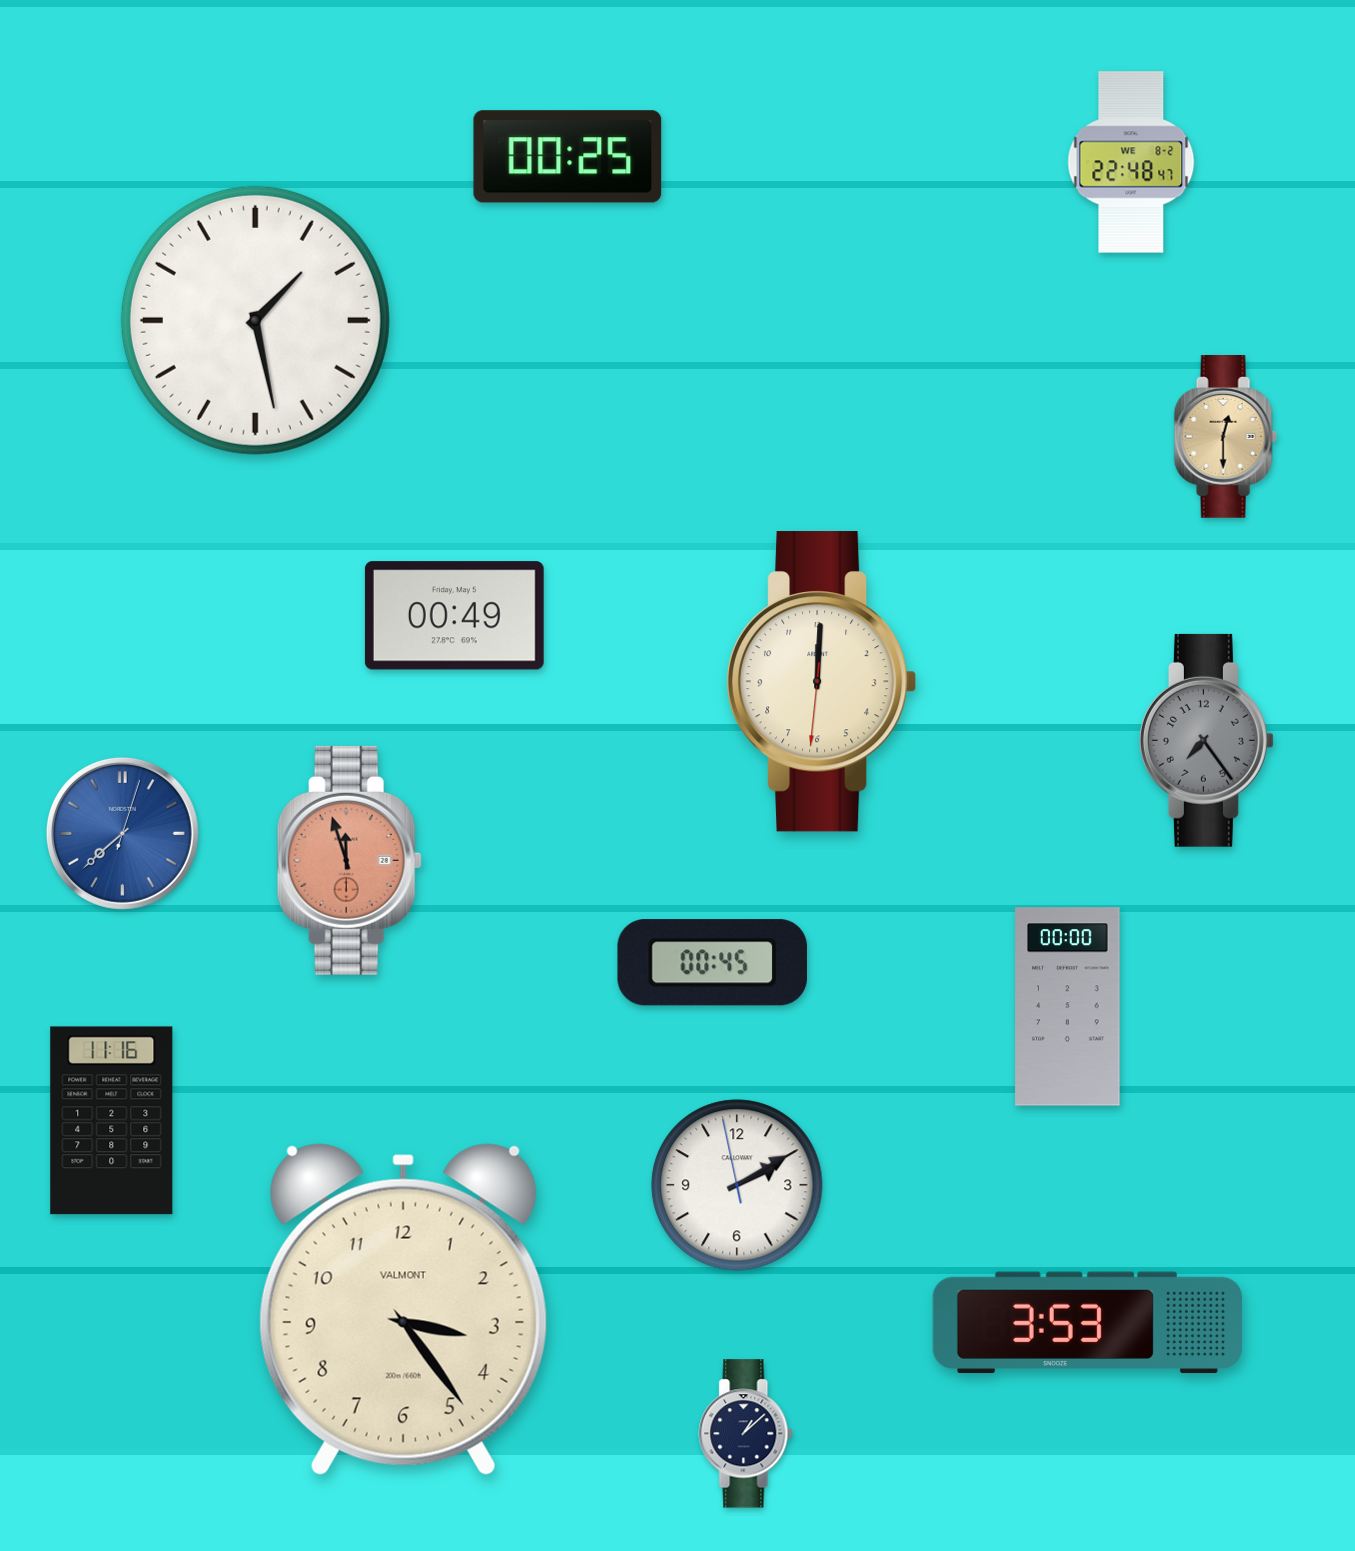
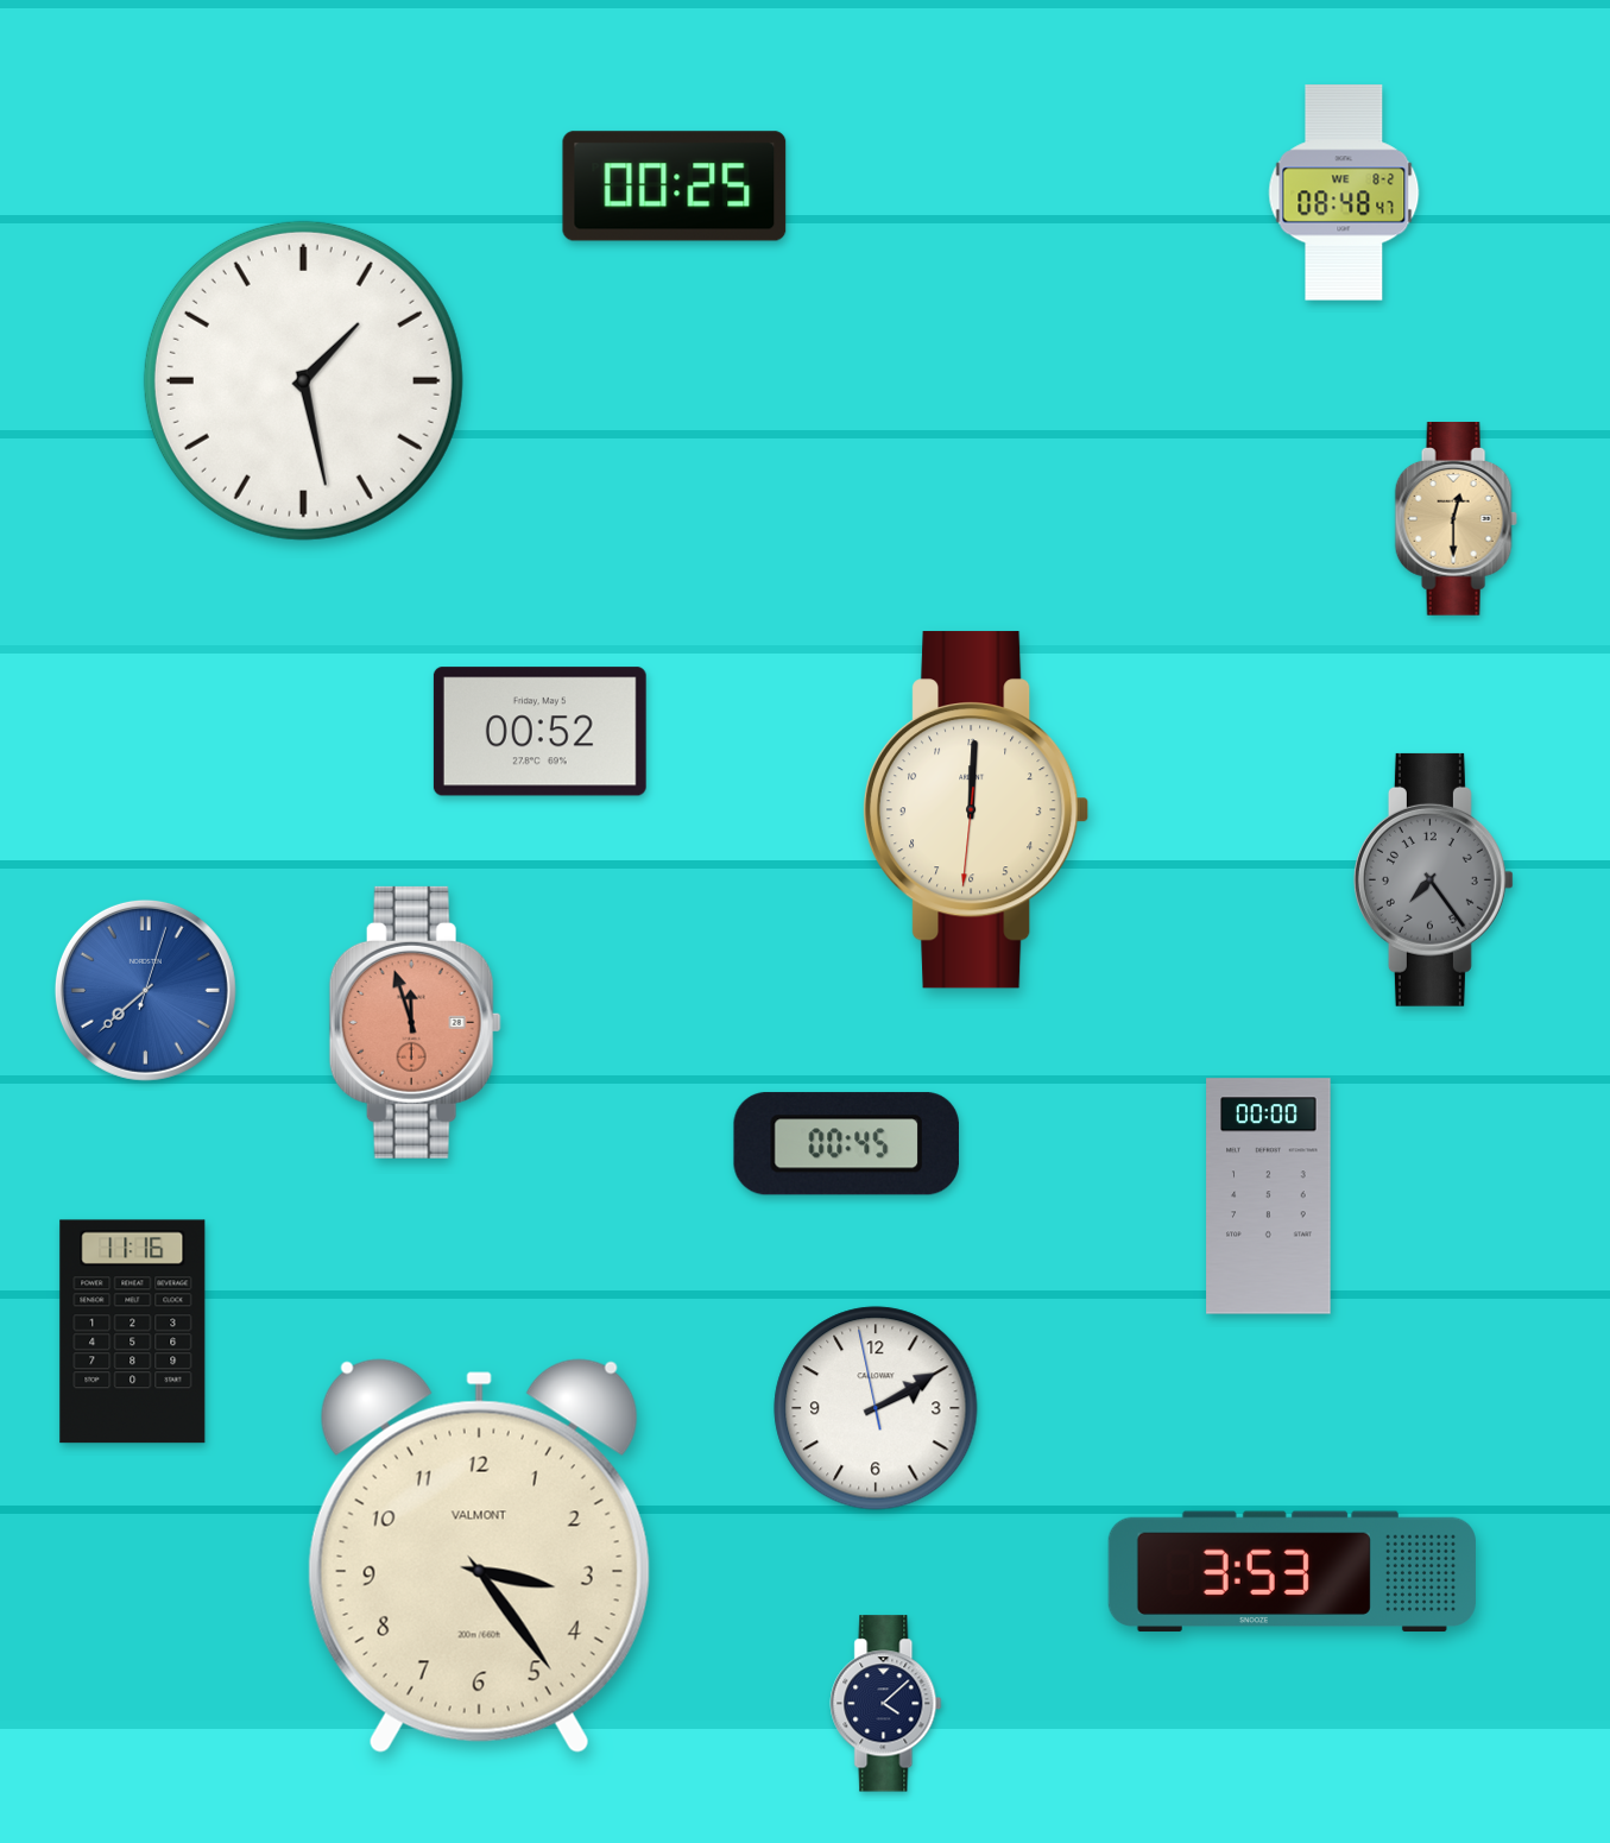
clock at (1131, 162): 22:48 -> 08:48
clock at (454, 616): 00:49 -> 00:52
clock at (746, 1434): 1:08 -> 4:08
